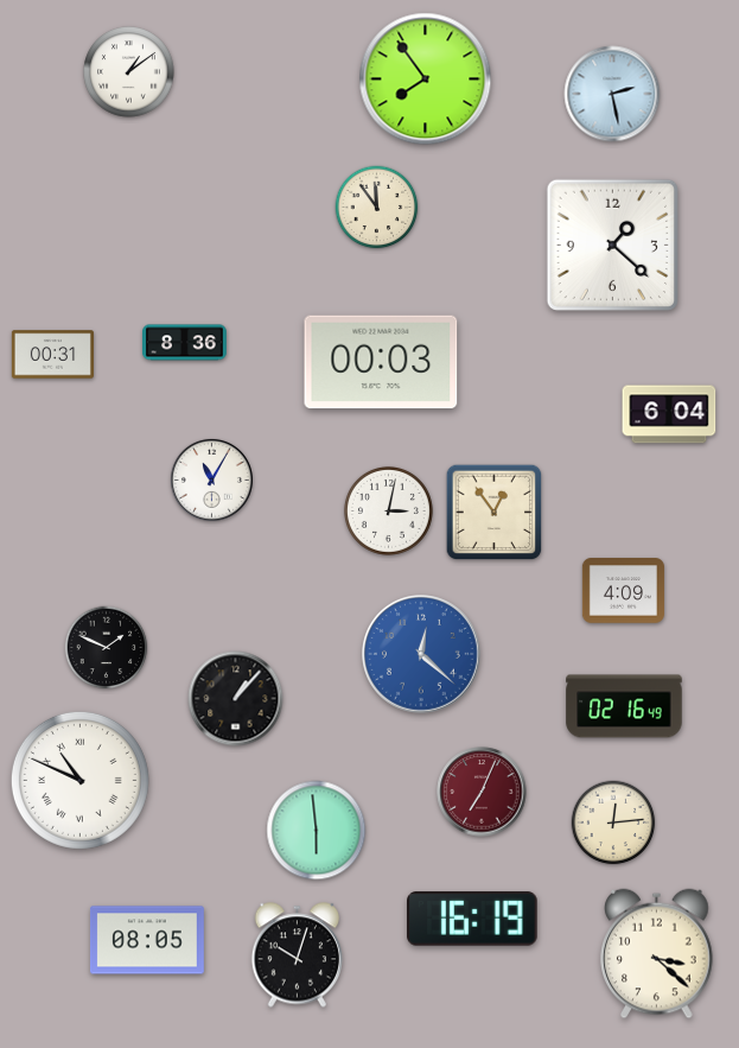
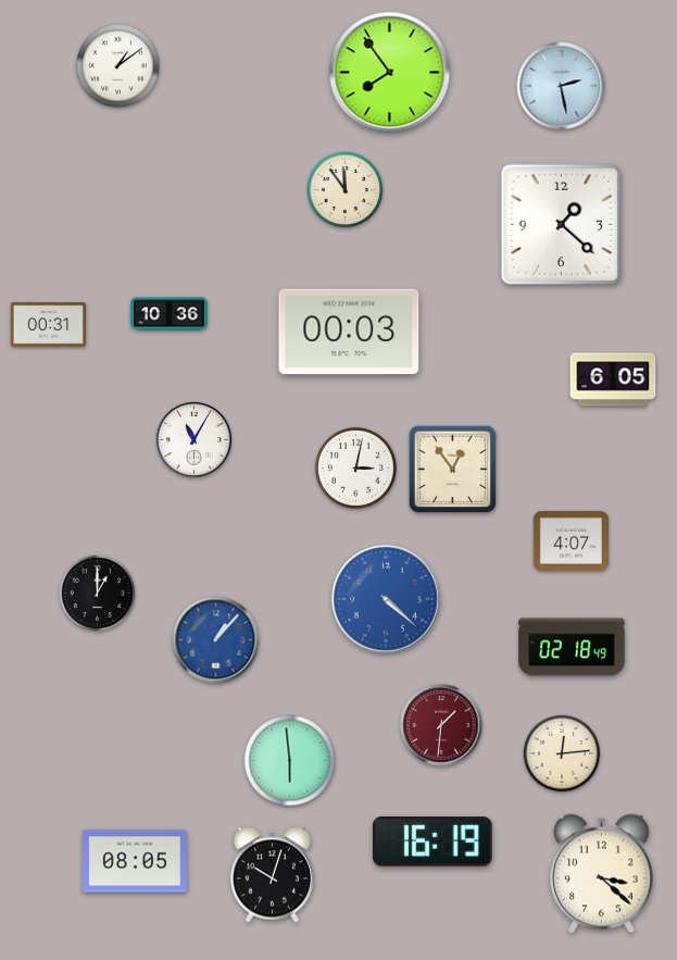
clock at (185, 343): 8:36 -> 10:36
clock at (669, 414): 6:04 -> 6:05
clock at (623, 591): 4:09 -> 4:07
clock at (107, 648): 1:49 -> 1:00
clock at (422, 655): 12:22 -> 4:22
clock at (236, 699) dial: black -> blue
clock at (624, 706): 02:16 -> 02:18
clock at (79, 780): 10:49 -> none
clock at (482, 792): 7:04 -> 1:31
